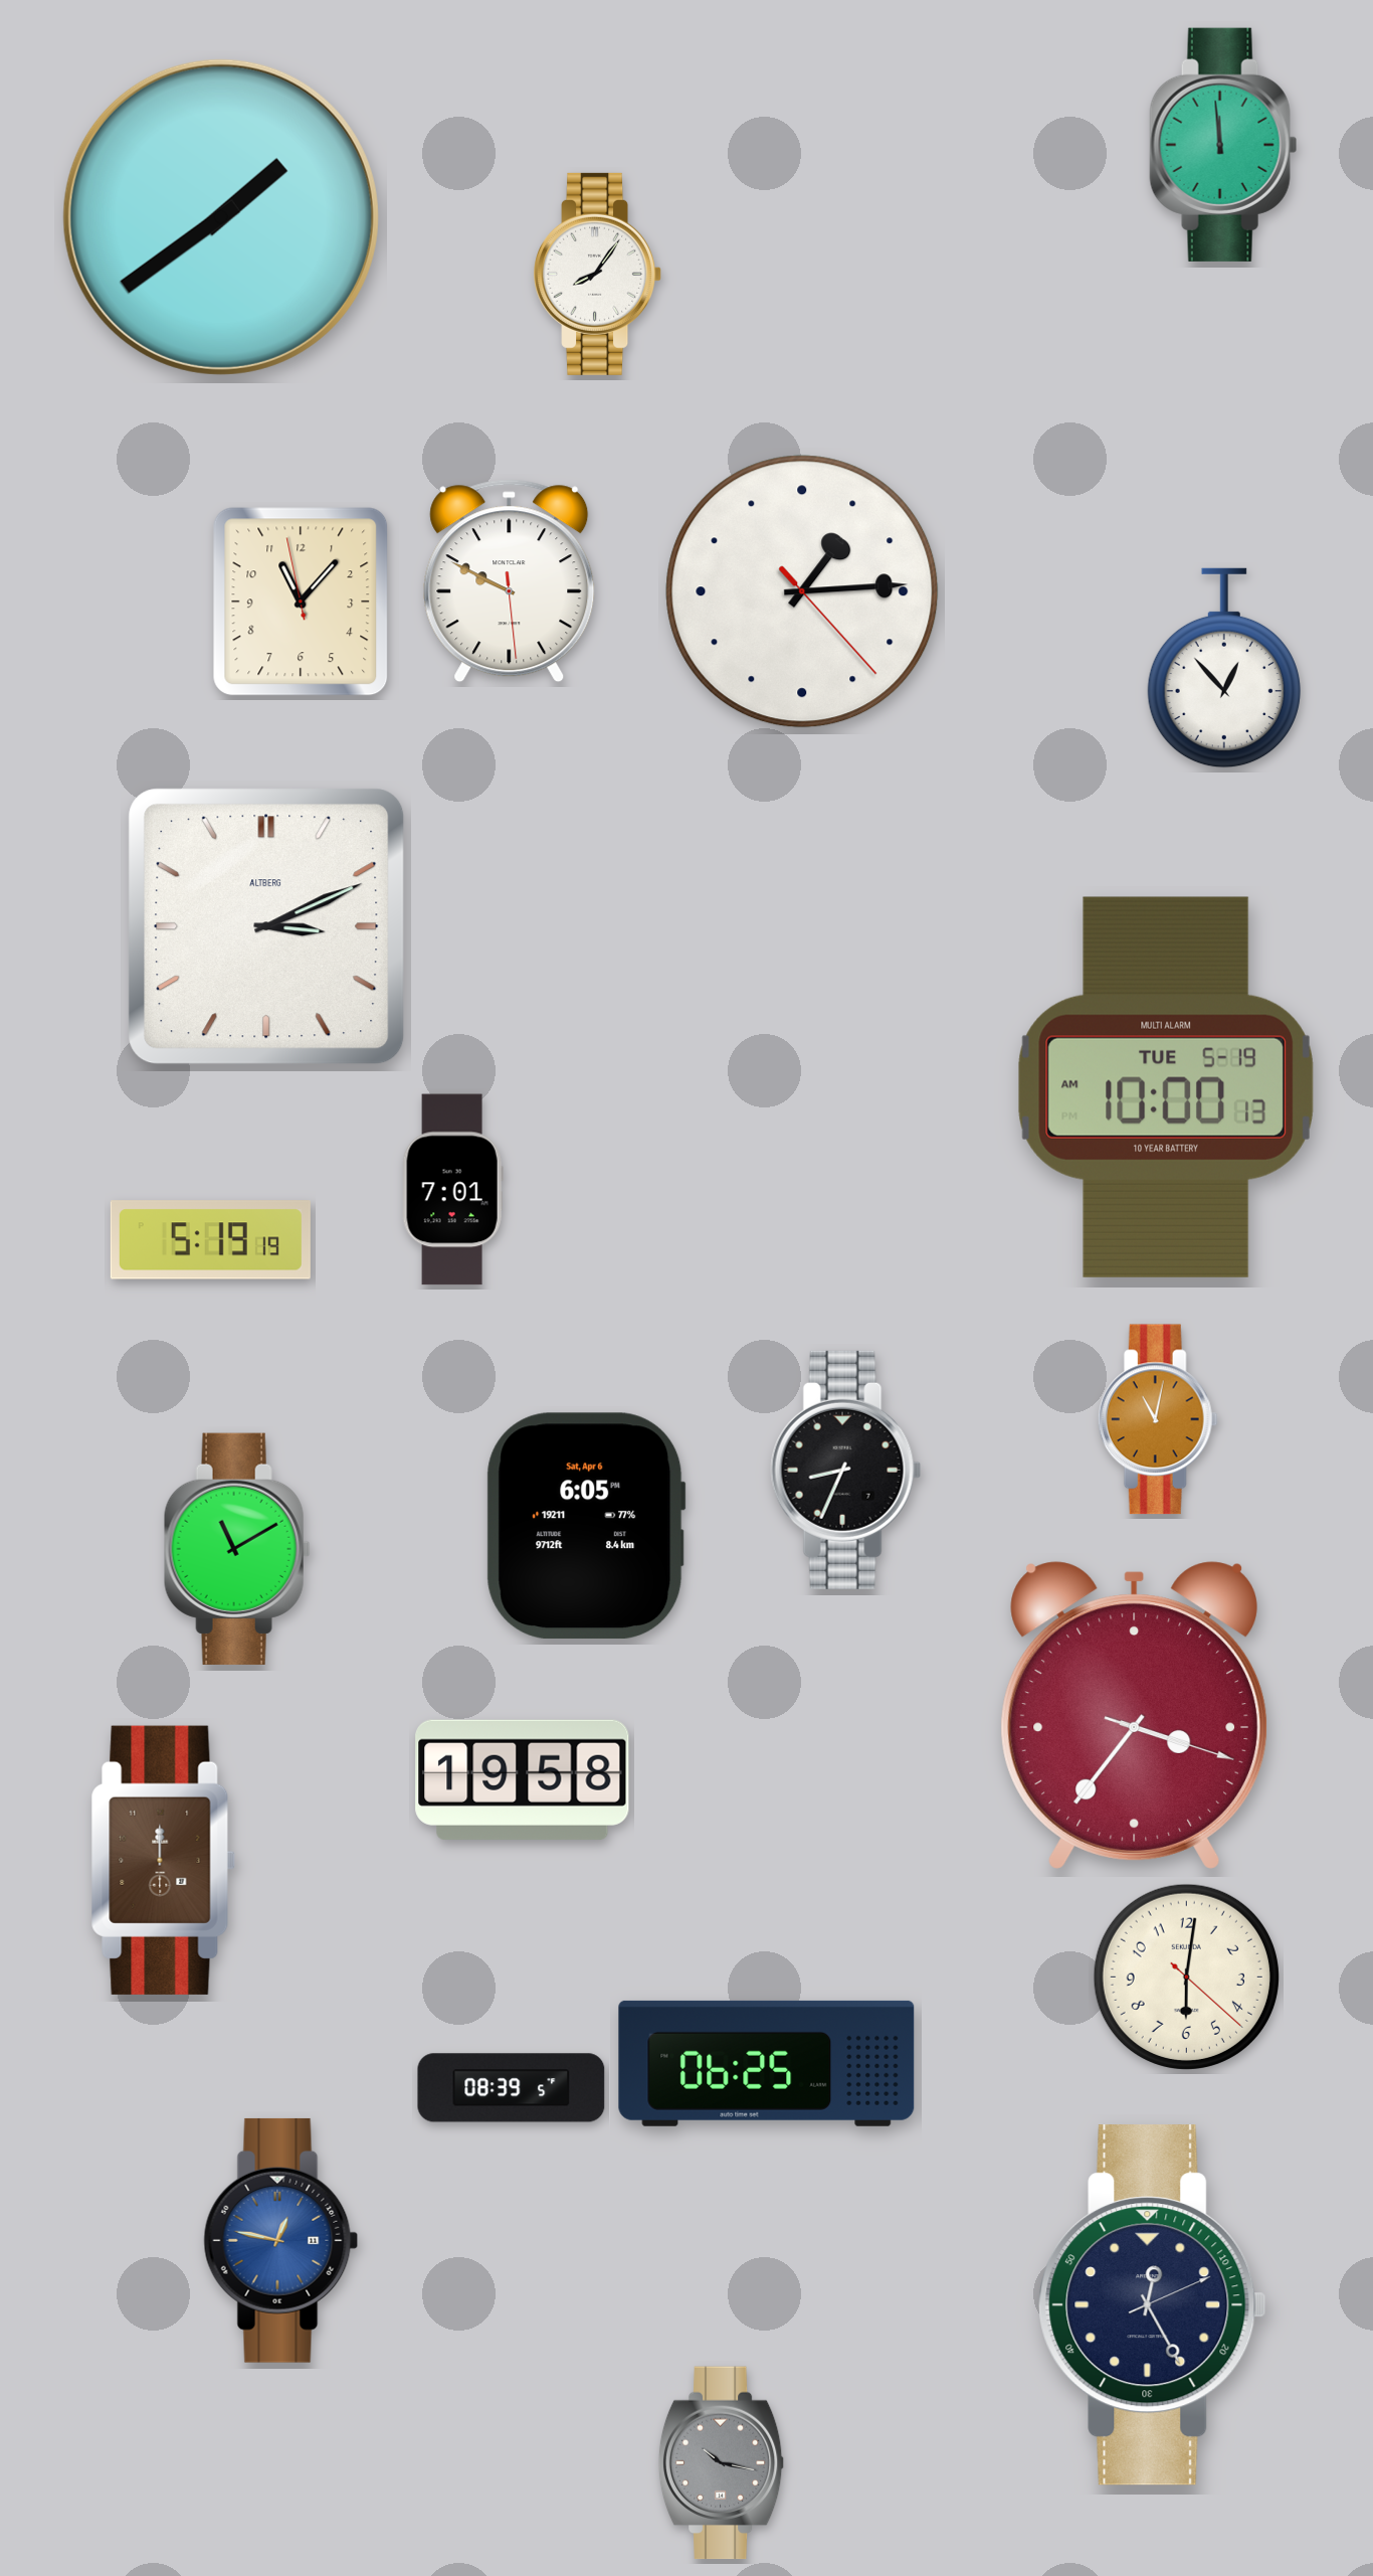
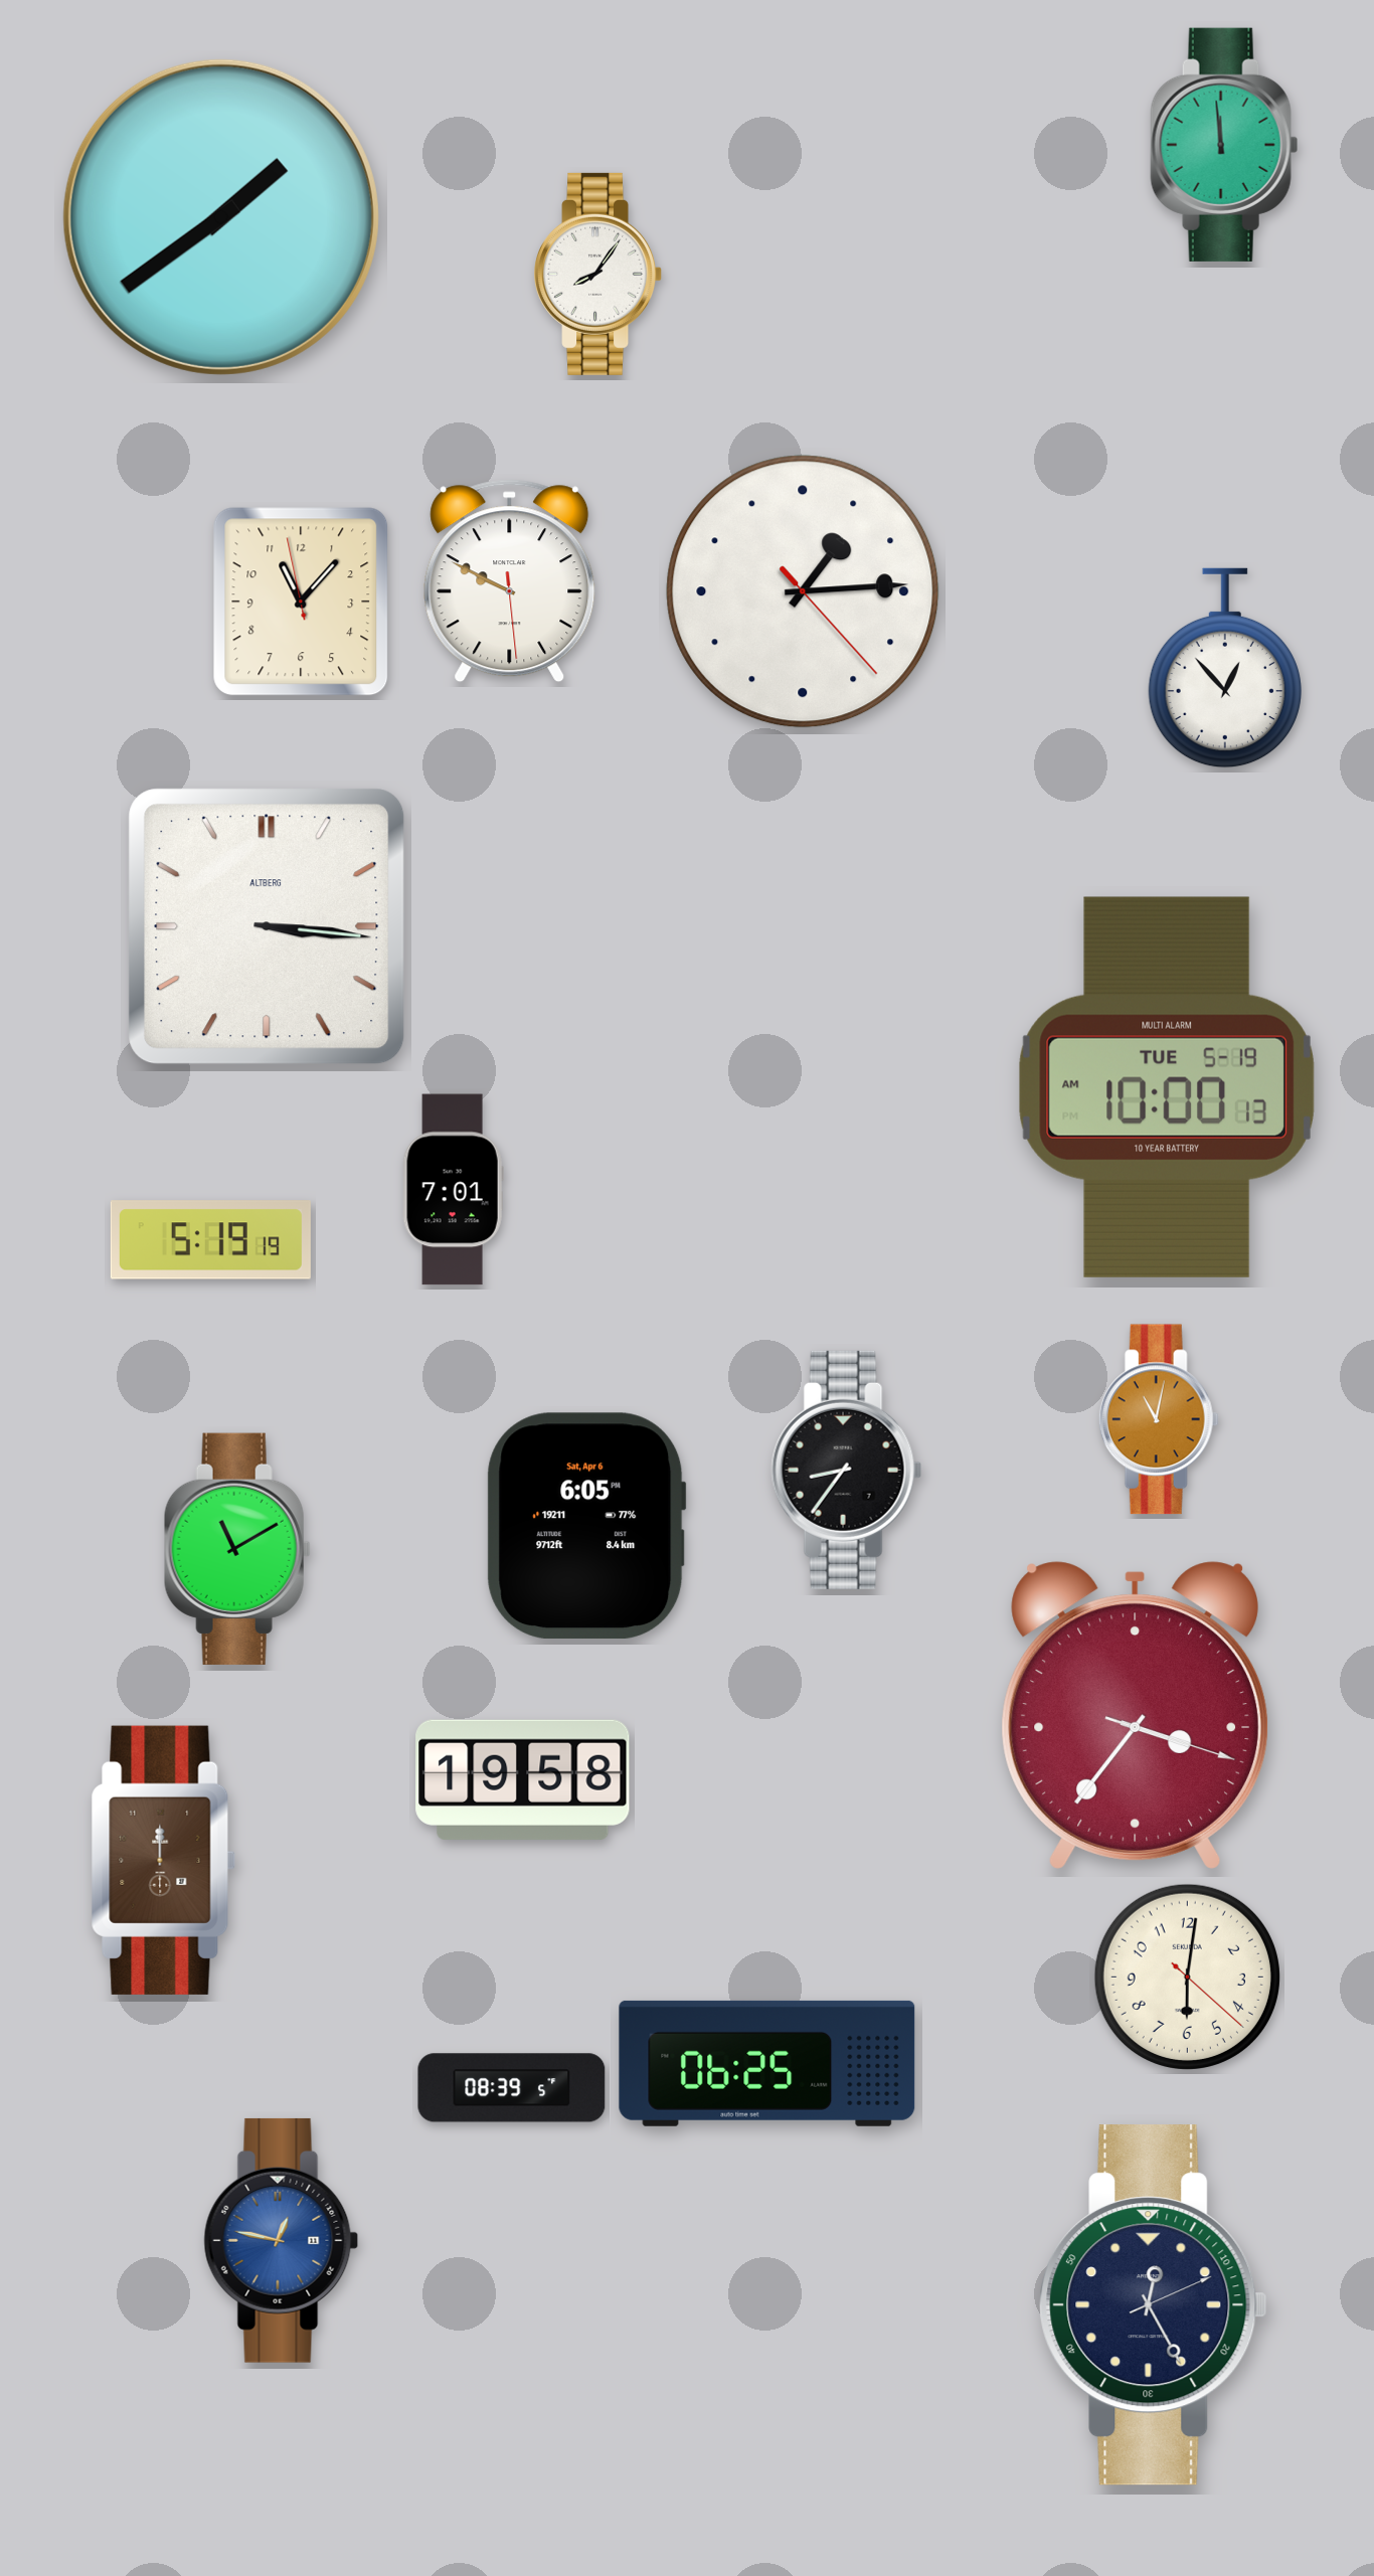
clock at (266, 926): 3:11 -> 3:16
clock at (846, 1470): 8:34 -> 8:36
clock at (722, 2463): 10:17 -> none
